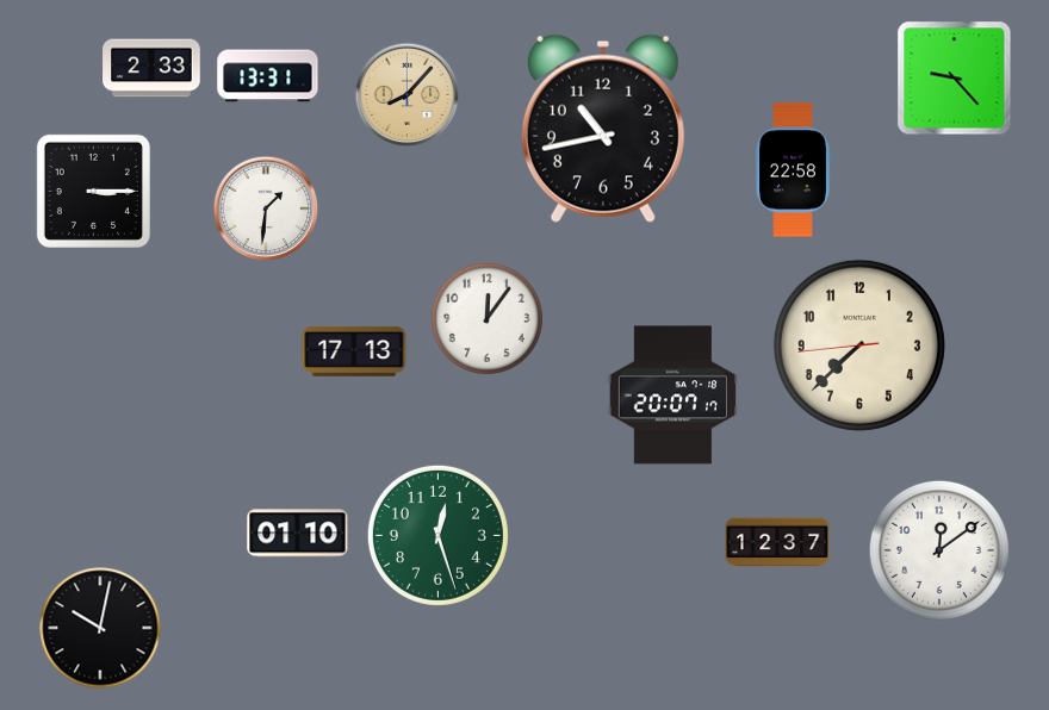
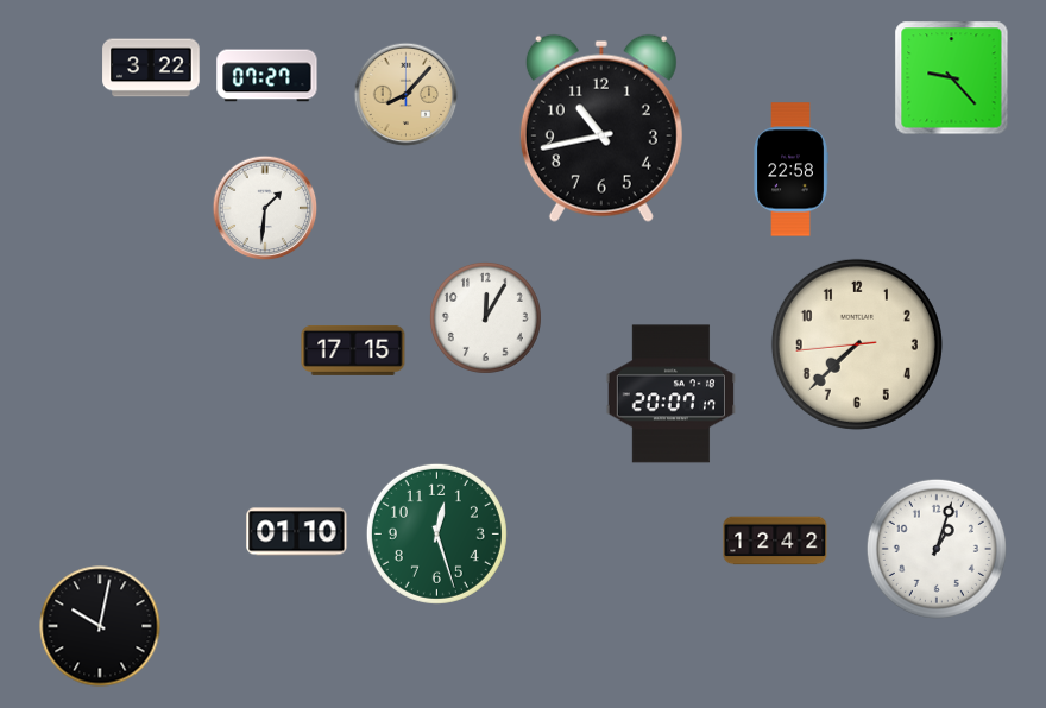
clock at (151, 68): 2:33 -> 3:22
clock at (268, 76): 13:31 -> 07:27
clock at (93, 191): 3:15 -> none
clock at (486, 318): 12:06 -> 12:05
clock at (354, 351): 17:13 -> 17:15
clock at (777, 542): 12:37 -> 12:42
clock at (939, 550): 12:09 -> 1:03
